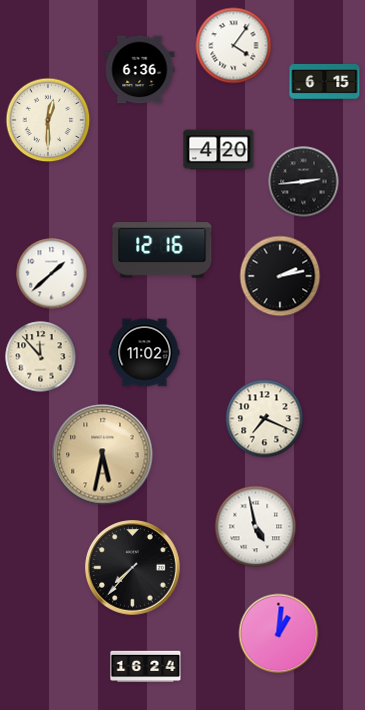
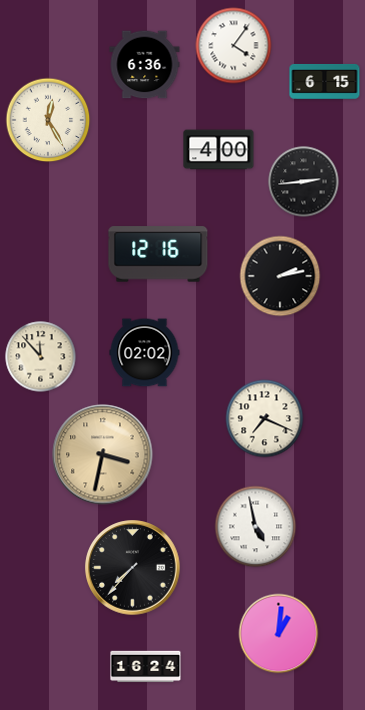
clock at (140, 70) position: (140, 70) -> (145, 65)
clock at (48, 120): 12:30 -> 12:25
clock at (219, 150): 4:20 -> 4:00
clock at (162, 250) position: (162, 250) -> (158, 254)
clock at (52, 274): 1:38 -> none
clock at (145, 353): 11:02 -> 02:02
clock at (103, 455): 5:32 -> 3:32
